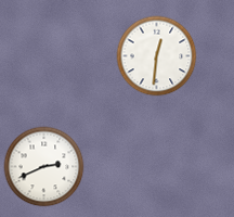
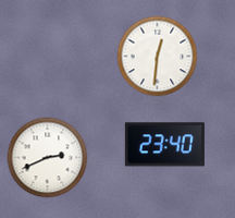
clock at (164, 145): none -> 23:40
clock at (44, 167) position: (44, 167) -> (48, 158)
